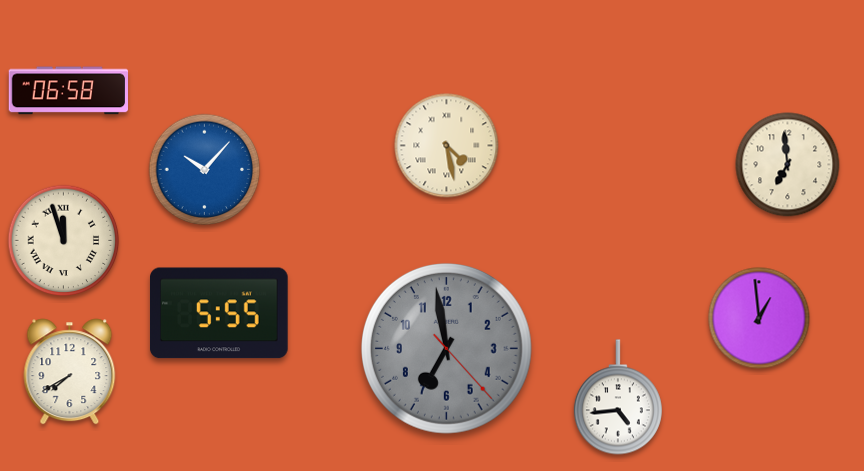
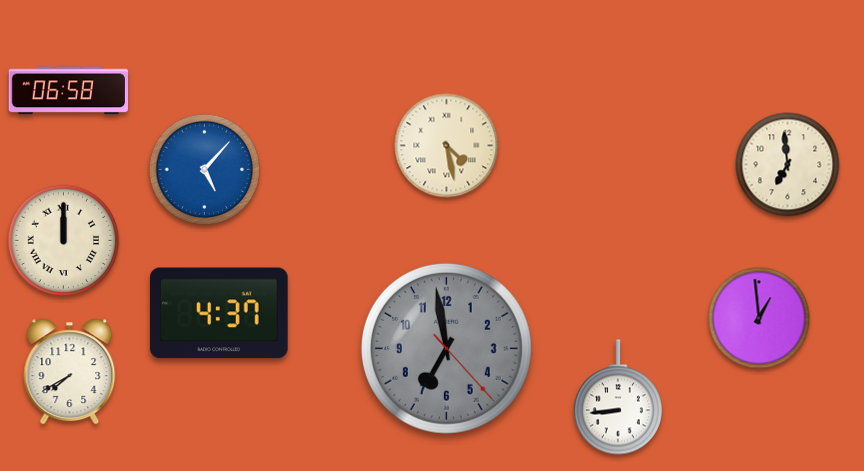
clock at (205, 170): 10:07 -> 5:07
clock at (64, 241): 11:57 -> 12:00
clock at (220, 313): 5:55 -> 4:37
clock at (618, 397): 4:44 -> 8:44
